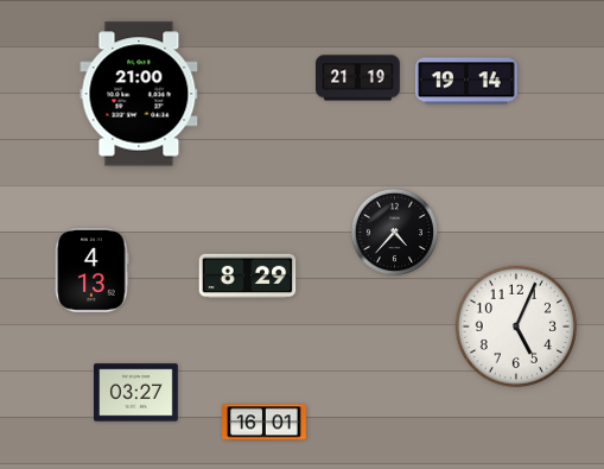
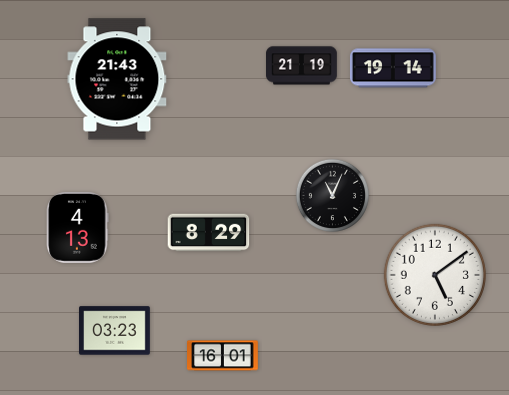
clock at (139, 94): 21:00 -> 21:43
clock at (394, 232): 4:37 -> 11:04
clock at (516, 327): 5:04 -> 5:09
clock at (136, 393): 03:27 -> 03:23
